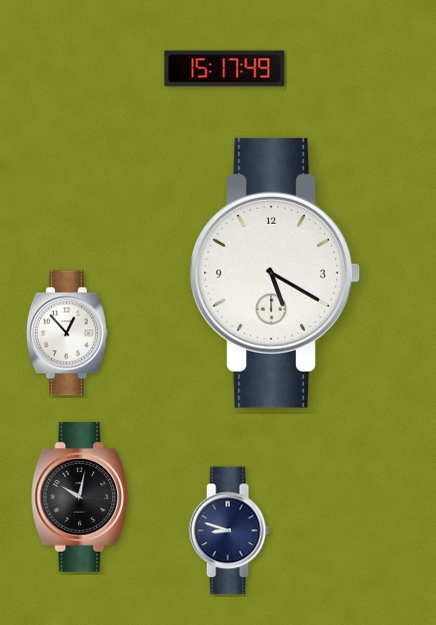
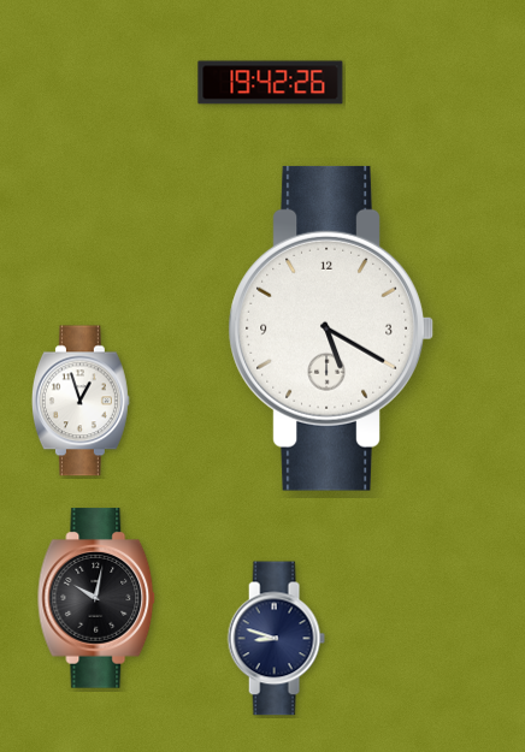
clock at (225, 69): 15:17 -> 19:42
clock at (67, 333): 12:53 -> 12:57
